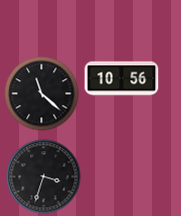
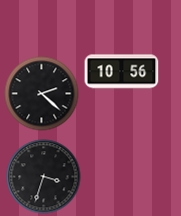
clock at (122, 79) position: (122, 79) -> (122, 72)
clock at (42, 94): 11:22 -> 2:22
